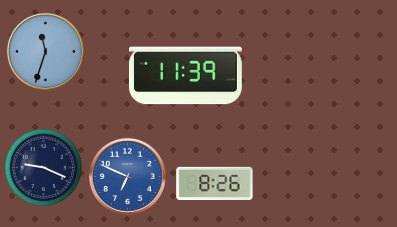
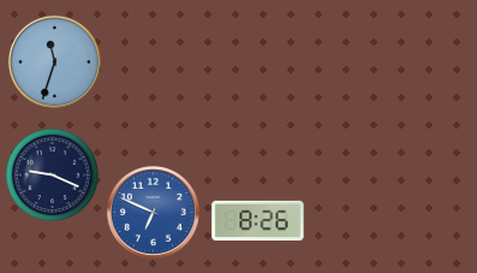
clock at (186, 76): 11:39 -> none
clock at (43, 167) position: (43, 167) -> (52, 174)
